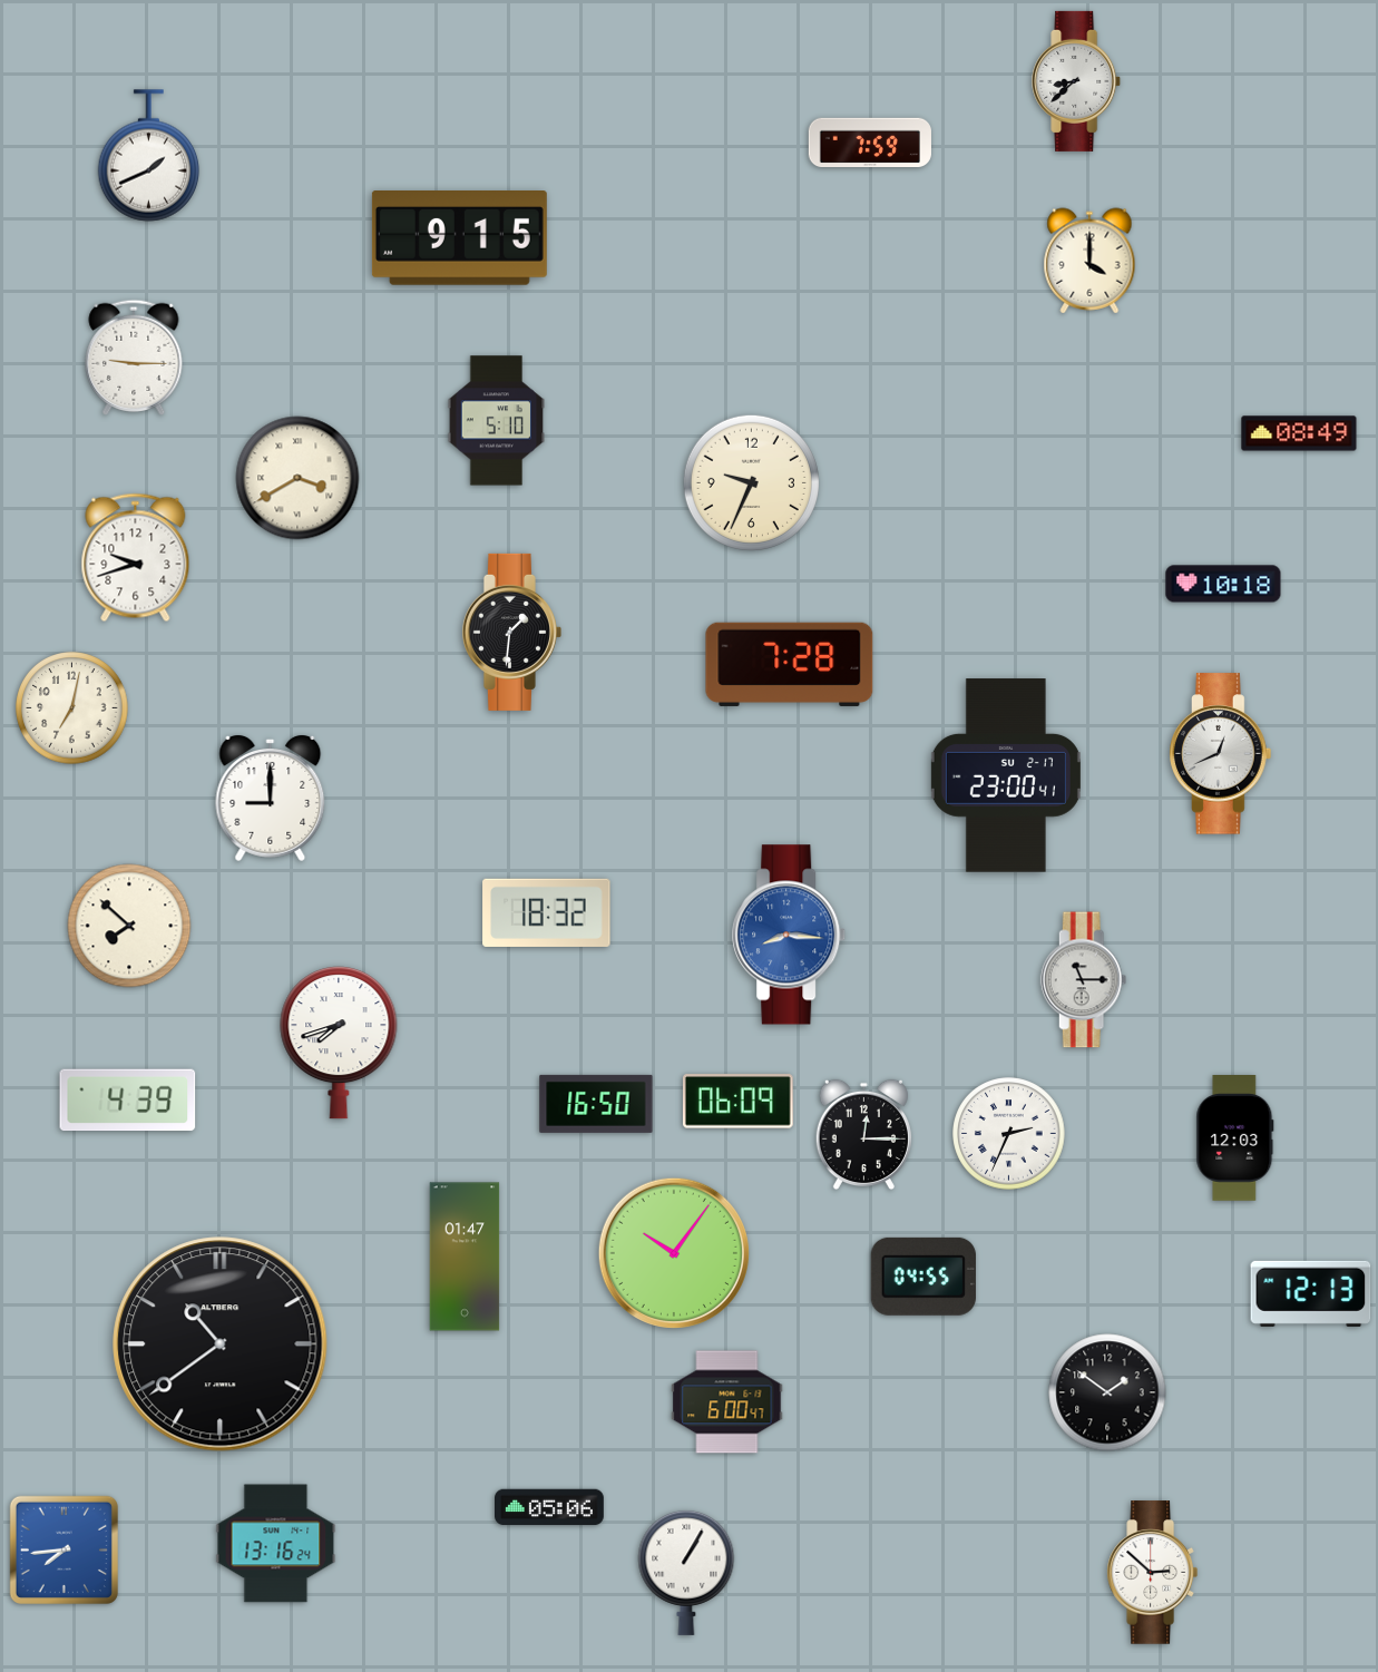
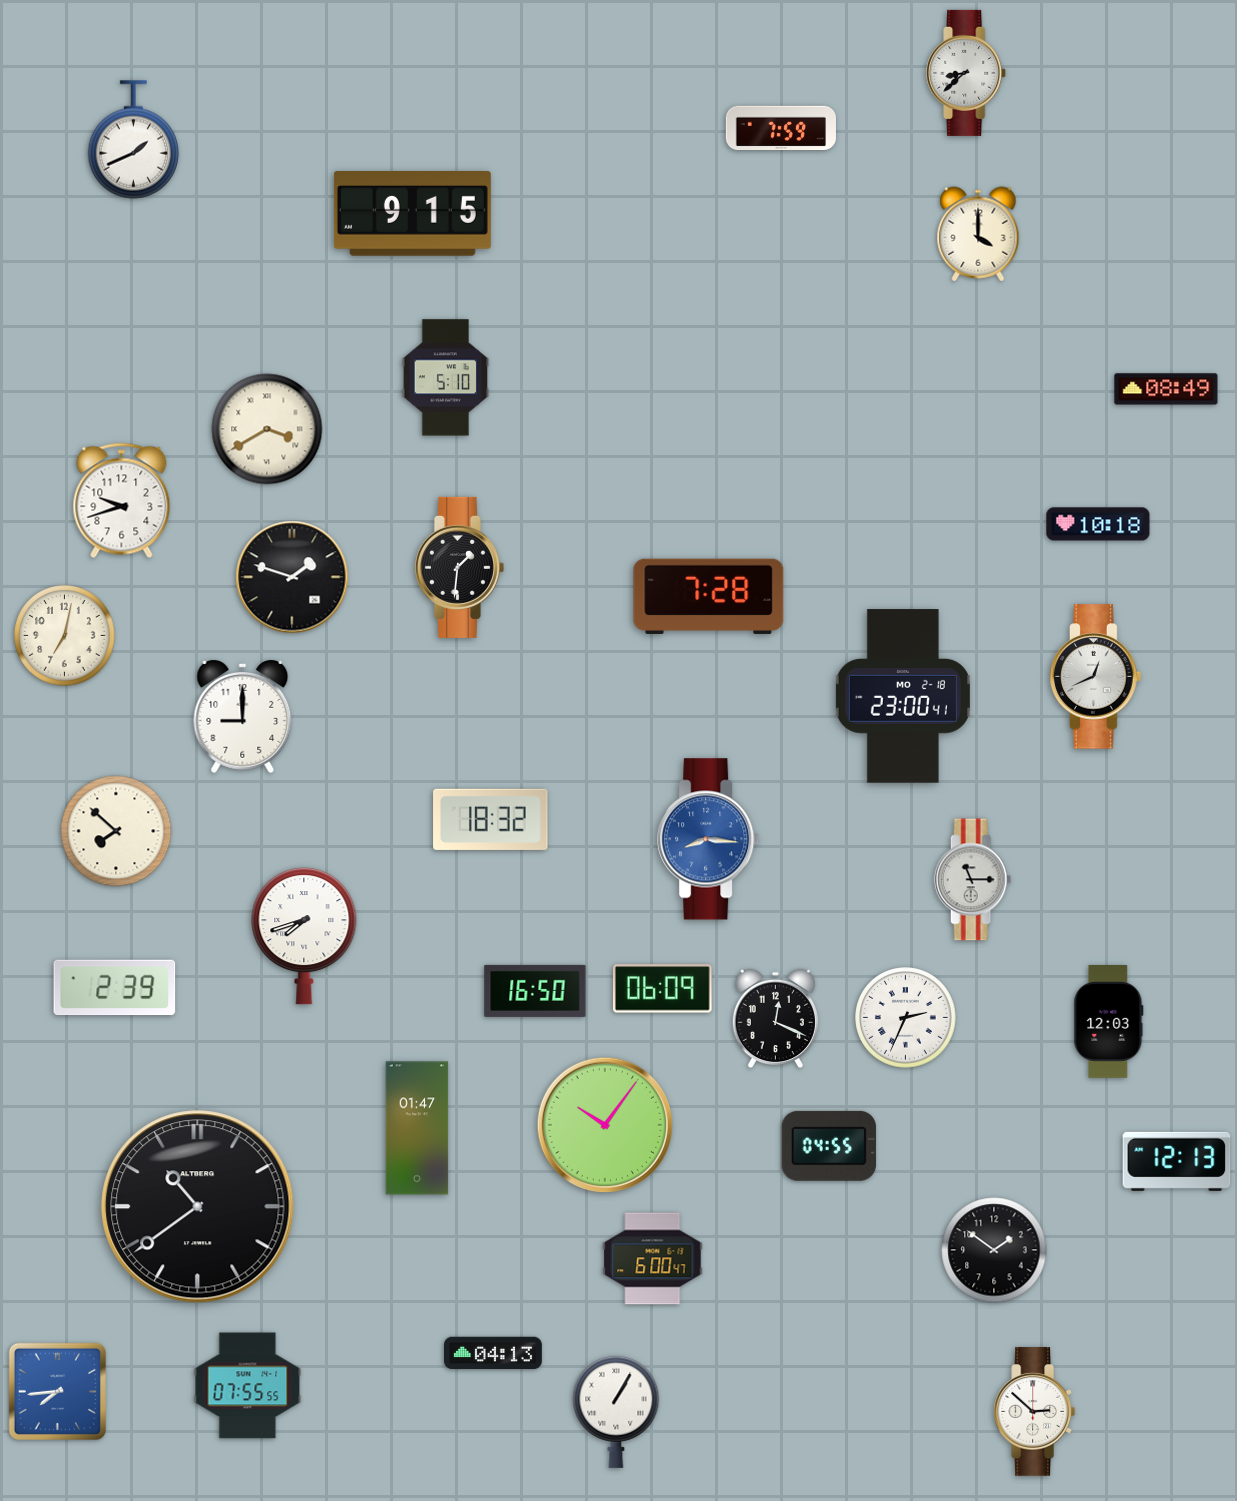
clock at (134, 358): 9:15 -> none
clock at (751, 482): 9:34 -> none
clock at (292, 577): none -> 1:48
clock at (1006, 775) date: SU 2-17 -> MO 2-18
clock at (128, 1101): 4:39 -> 2:39
clock at (863, 1135): 12:15 -> 12:19
clock at (550, 1507): 05:06 -> 04:13
clock at (276, 1544): 13:16 -> 07:55
